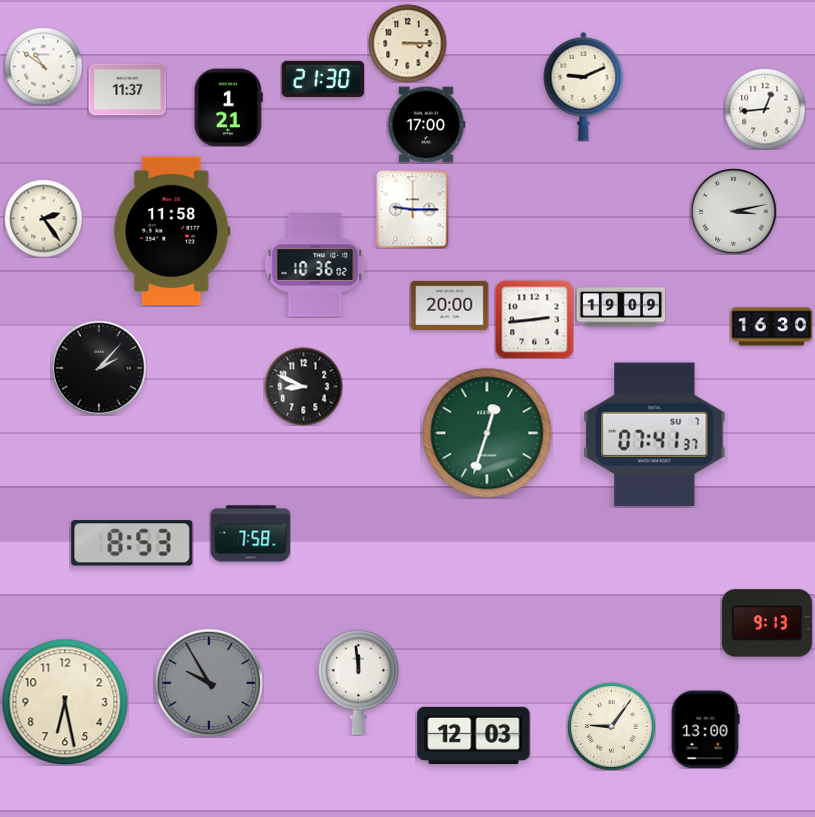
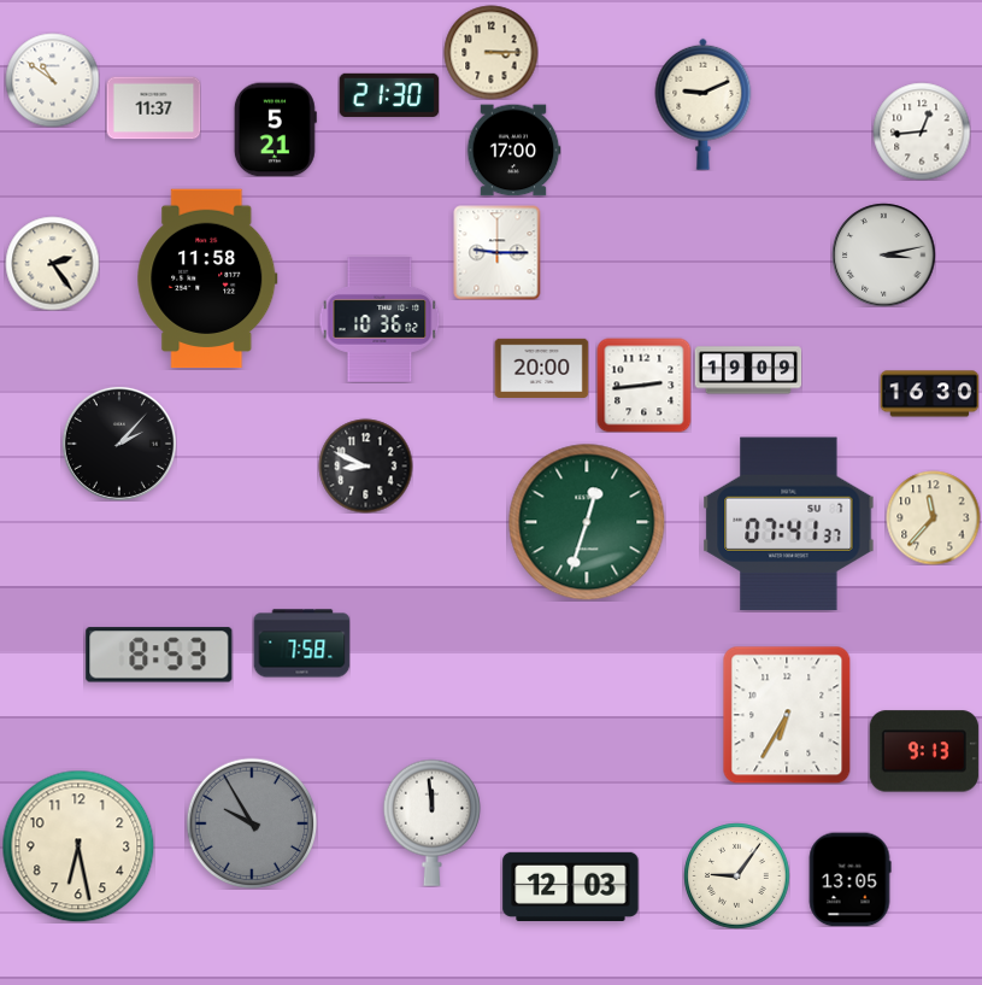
clock at (228, 107): 1:21 -> 5:21
clock at (933, 517): none -> 11:37
clock at (787, 715): none -> 6:35
clock at (705, 729): 13:00 -> 13:05
